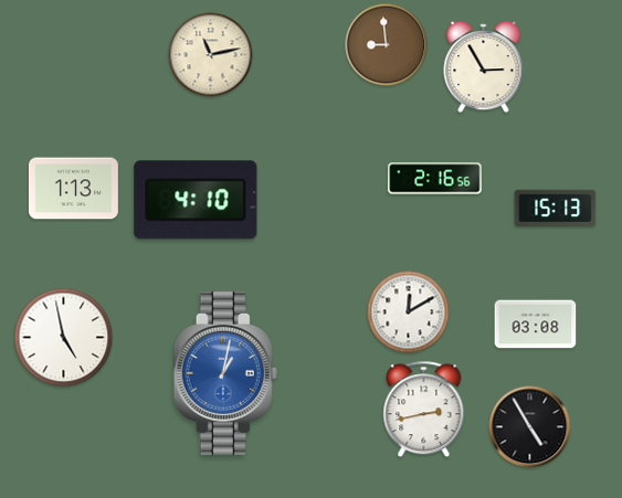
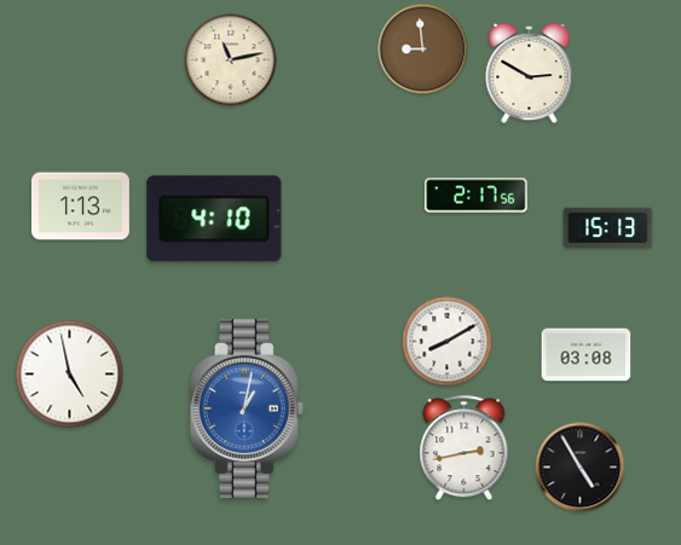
clock at (484, 68): 2:55 -> 2:50
clock at (435, 179): 2:16 -> 2:17
clock at (409, 312): 12:10 -> 8:10
clock at (64, 338) position: (64, 338) -> (70, 375)
